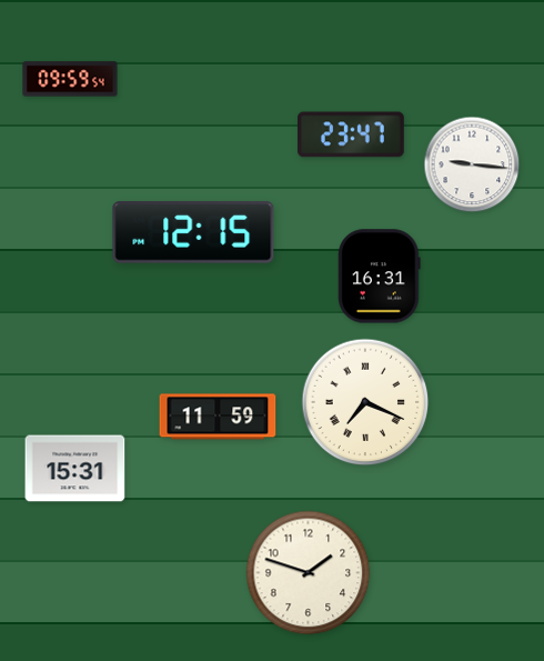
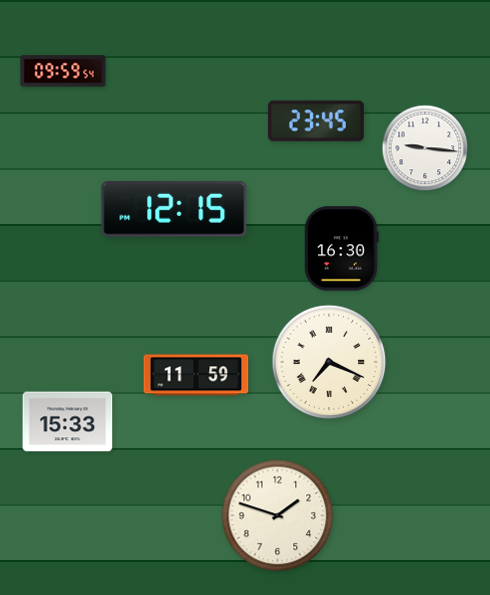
clock at (352, 134): 23:47 -> 23:45
clock at (380, 277): 16:31 -> 16:30
clock at (75, 469): 15:31 -> 15:33
